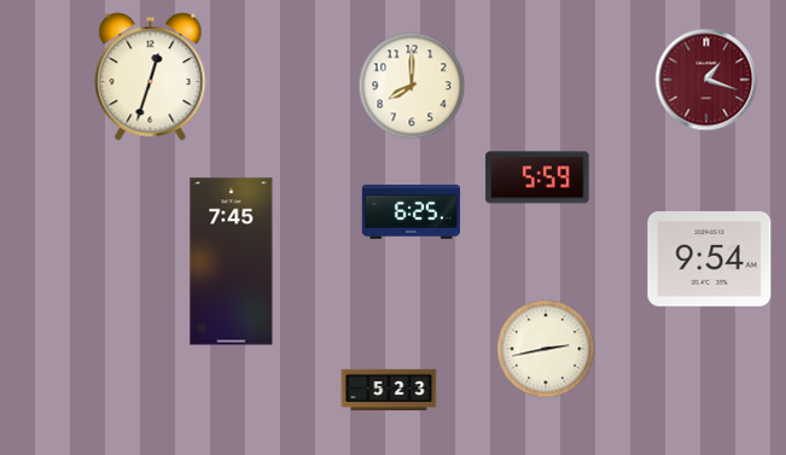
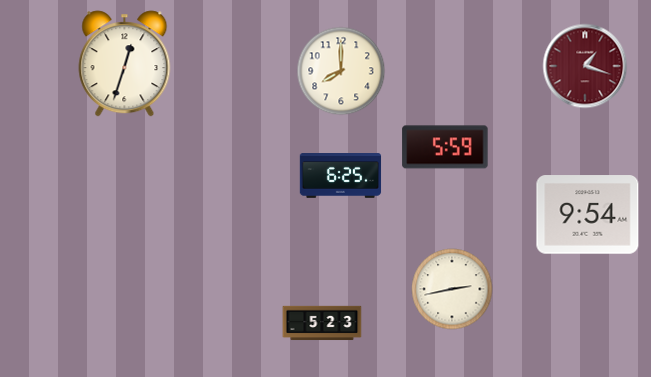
clock at (232, 262): 7:45 -> none
